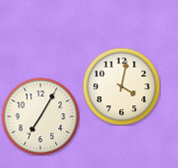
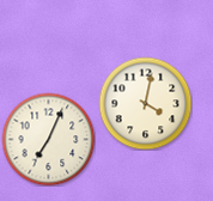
clock at (40, 116): 7:05 -> 7:04
